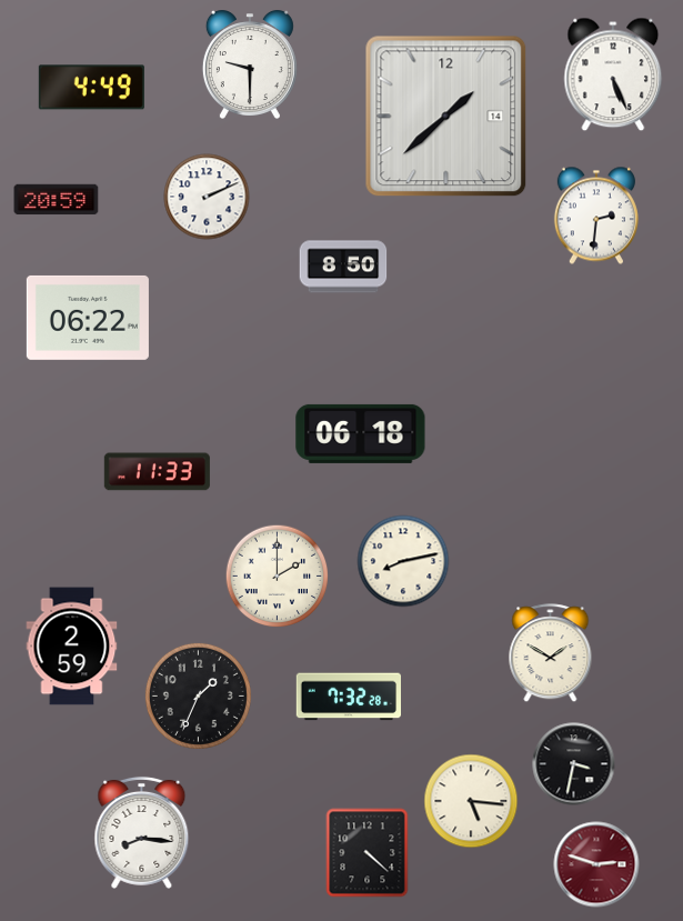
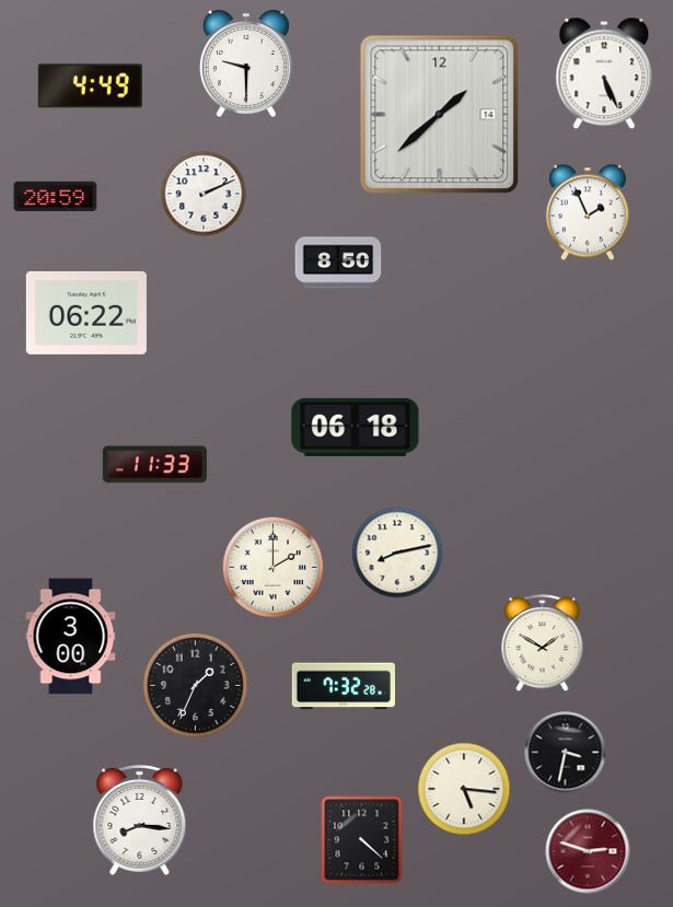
clock at (596, 216): 2:31 -> 1:56
clock at (72, 647): 2:59 -> 3:00
